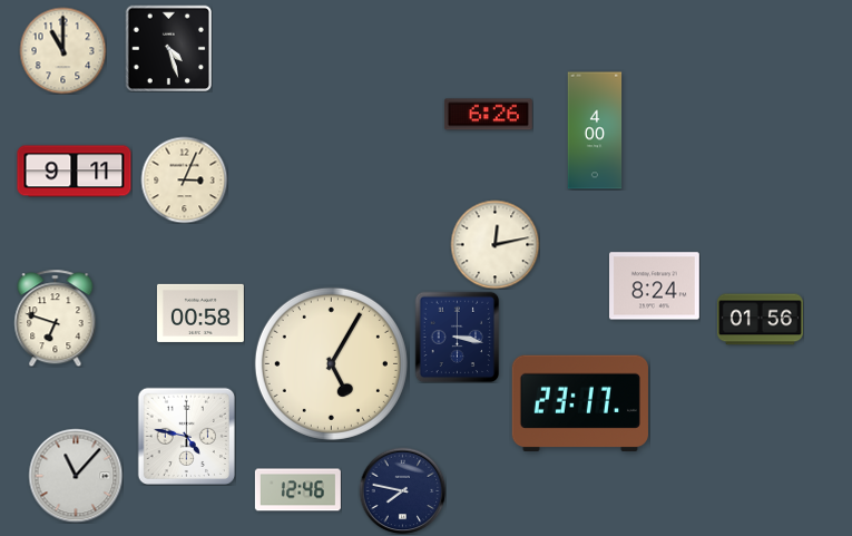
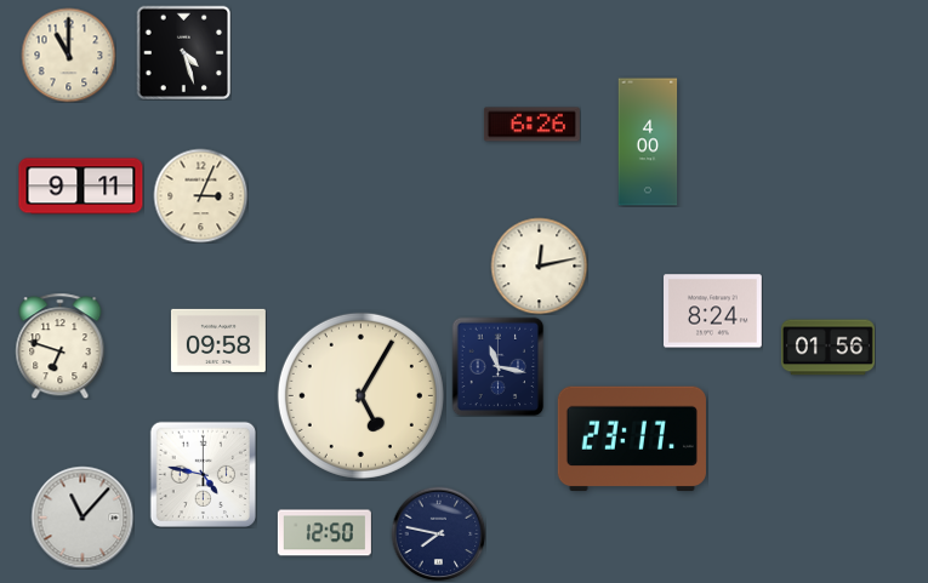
clock at (200, 313): 00:58 -> 09:58
clock at (458, 337): 3:17 -> 11:17
clock at (297, 490): 12:46 -> 12:50
